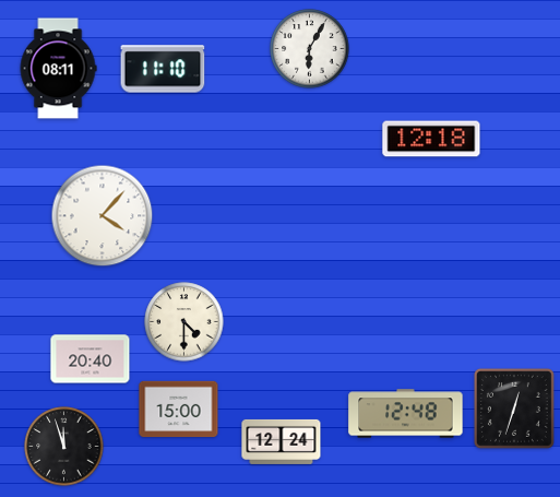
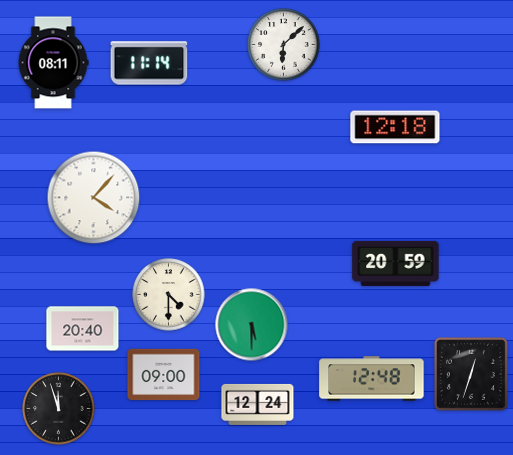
clock at (310, 49): 6:05 -> 6:08
clock at (163, 69): 11:10 -> 11:14
clock at (396, 263): none -> 20:59
clock at (252, 325): none -> 5:30
clock at (179, 410): 15:00 -> 09:00
